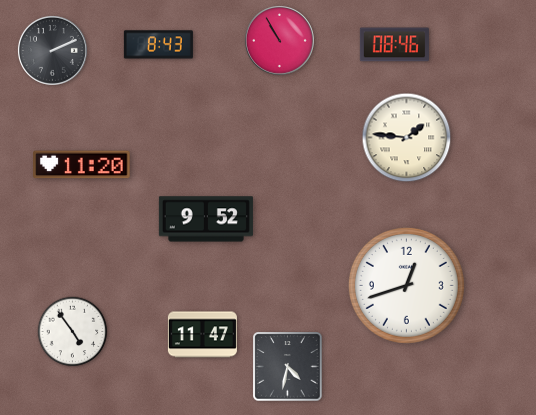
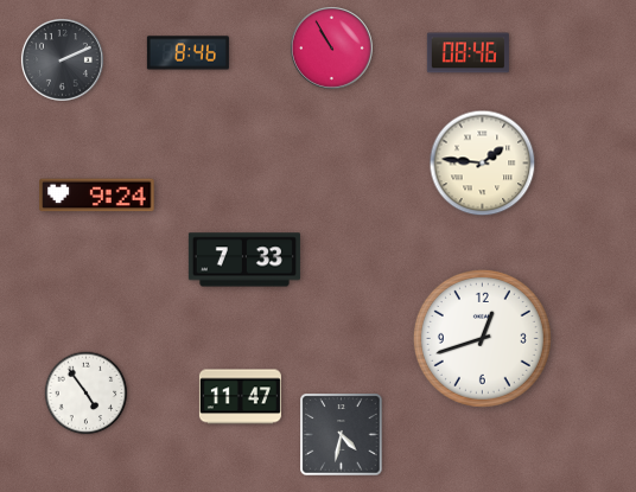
clock at (158, 45): 8:43 -> 8:46
clock at (82, 165): 11:20 -> 9:24
clock at (206, 219): 9:52 -> 7:33
